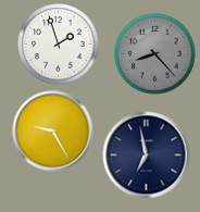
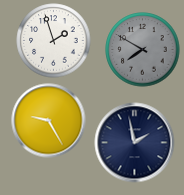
clock at (155, 54): 8:23 -> 7:50
clock at (147, 155): 6:58 -> 1:58
